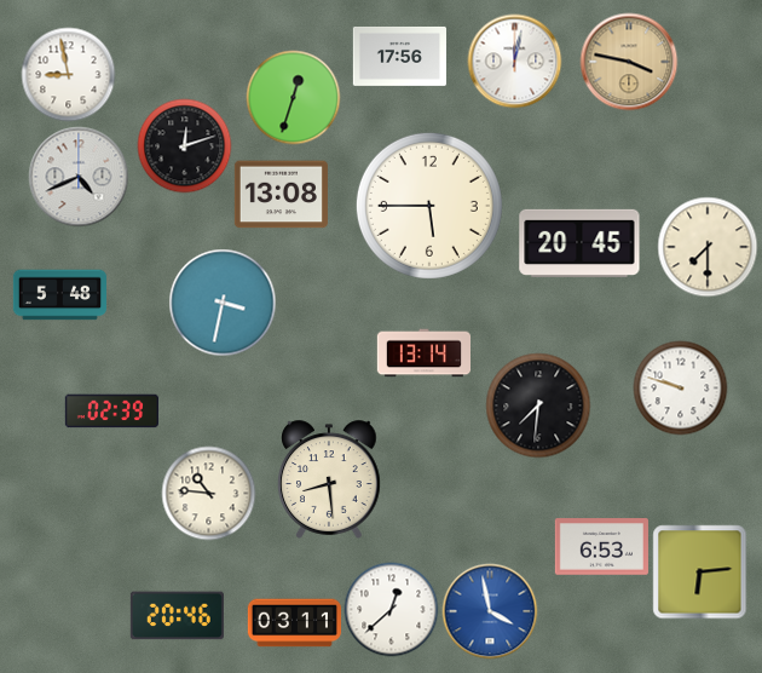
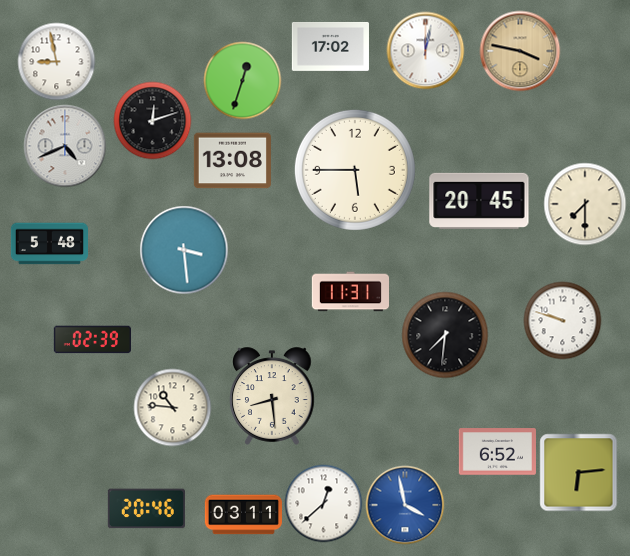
clock at (399, 56): 17:56 -> 17:02
clock at (223, 303): 3:32 -> 3:29
clock at (423, 353): 13:14 -> 11:31
clock at (601, 547): 6:53 -> 6:52
